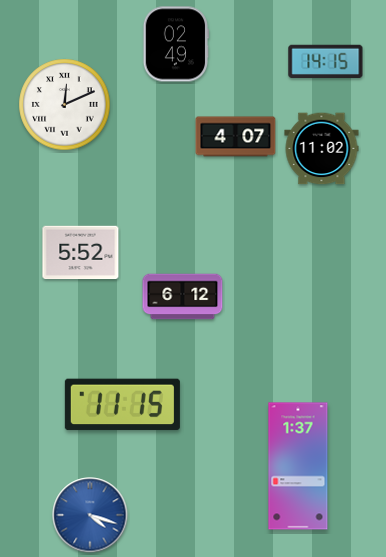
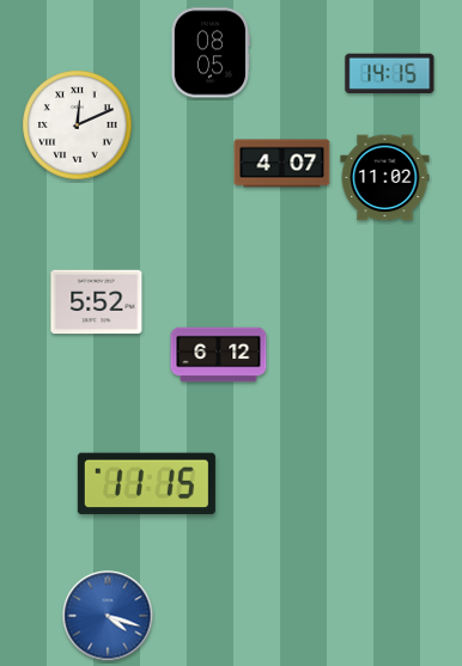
clock at (176, 44): 02:49 -> 08:05
clock at (298, 466): 1:37 -> none
